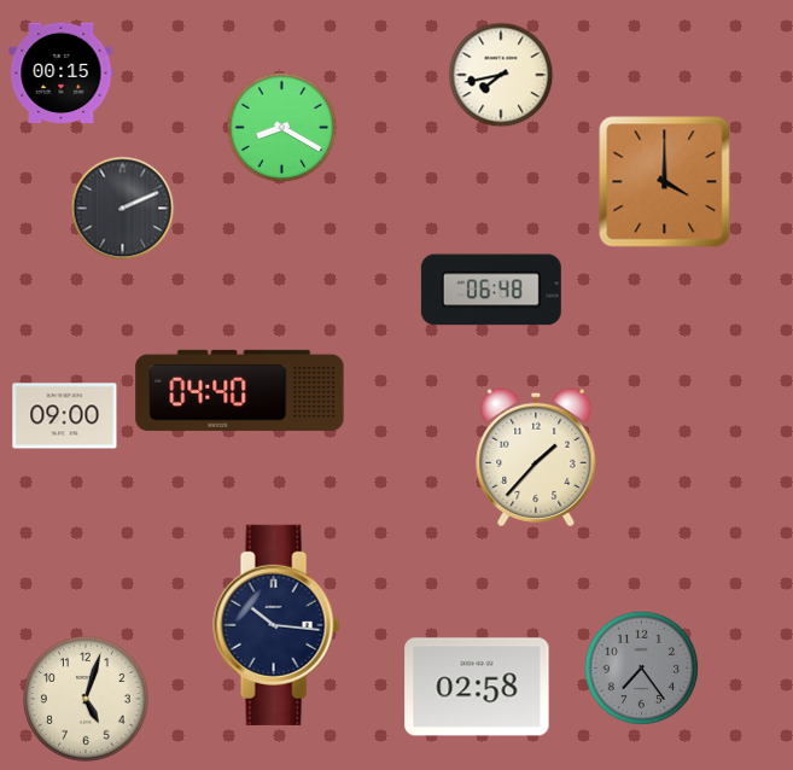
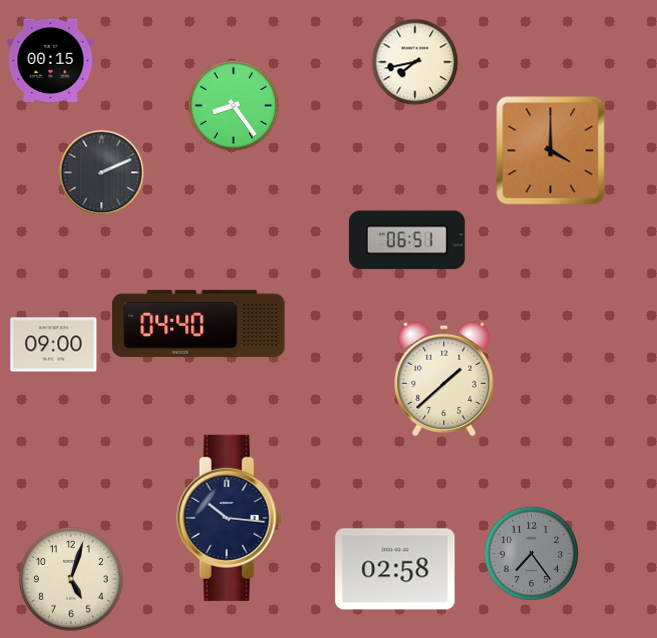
clock at (282, 128): 8:20 -> 8:24
clock at (491, 290): 06:48 -> 06:51
clock at (536, 457): 1:37 -> 1:38
